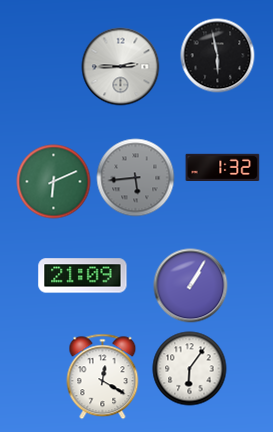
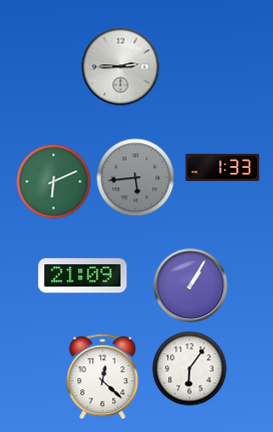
clock at (218, 56): 5:58 -> none
clock at (223, 167): 1:32 -> 1:33
clock at (103, 377): 12:20 -> 12:22
